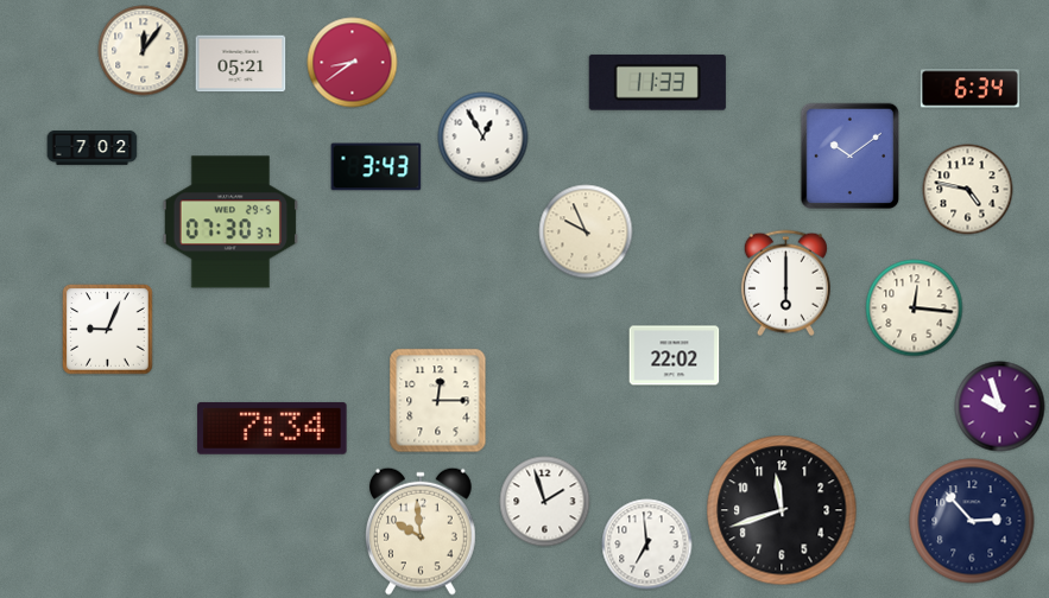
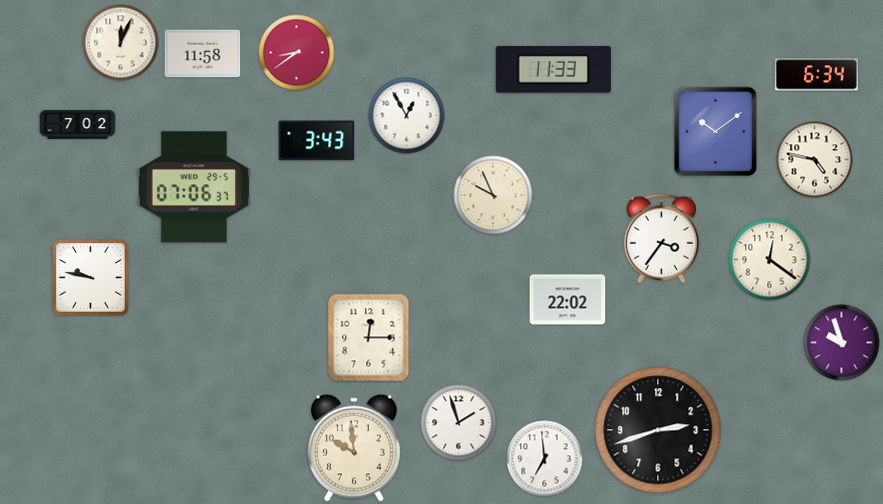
clock at (144, 51): 12:06 -> 12:04
clock at (241, 64): 05:21 -> 11:58
clock at (230, 222): 07:30 -> 07:06
clock at (785, 284): 6:00 -> 3:36
clock at (915, 308): 12:16 -> 12:21
clock at (108, 330): 9:04 -> 9:47
clock at (272, 428): 7:34 -> none
clock at (782, 510): 11:42 -> 2:42
clock at (972, 521): 2:53 -> none
